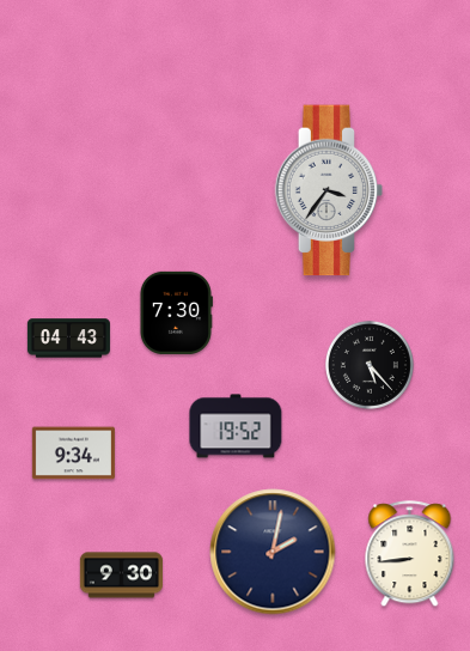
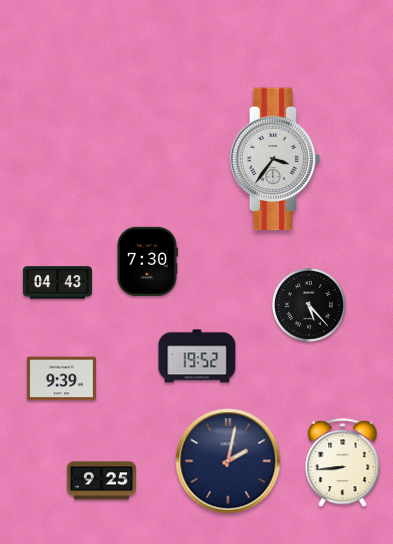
clock at (73, 454): 9:34 -> 9:39
clock at (121, 576): 9:30 -> 9:25
